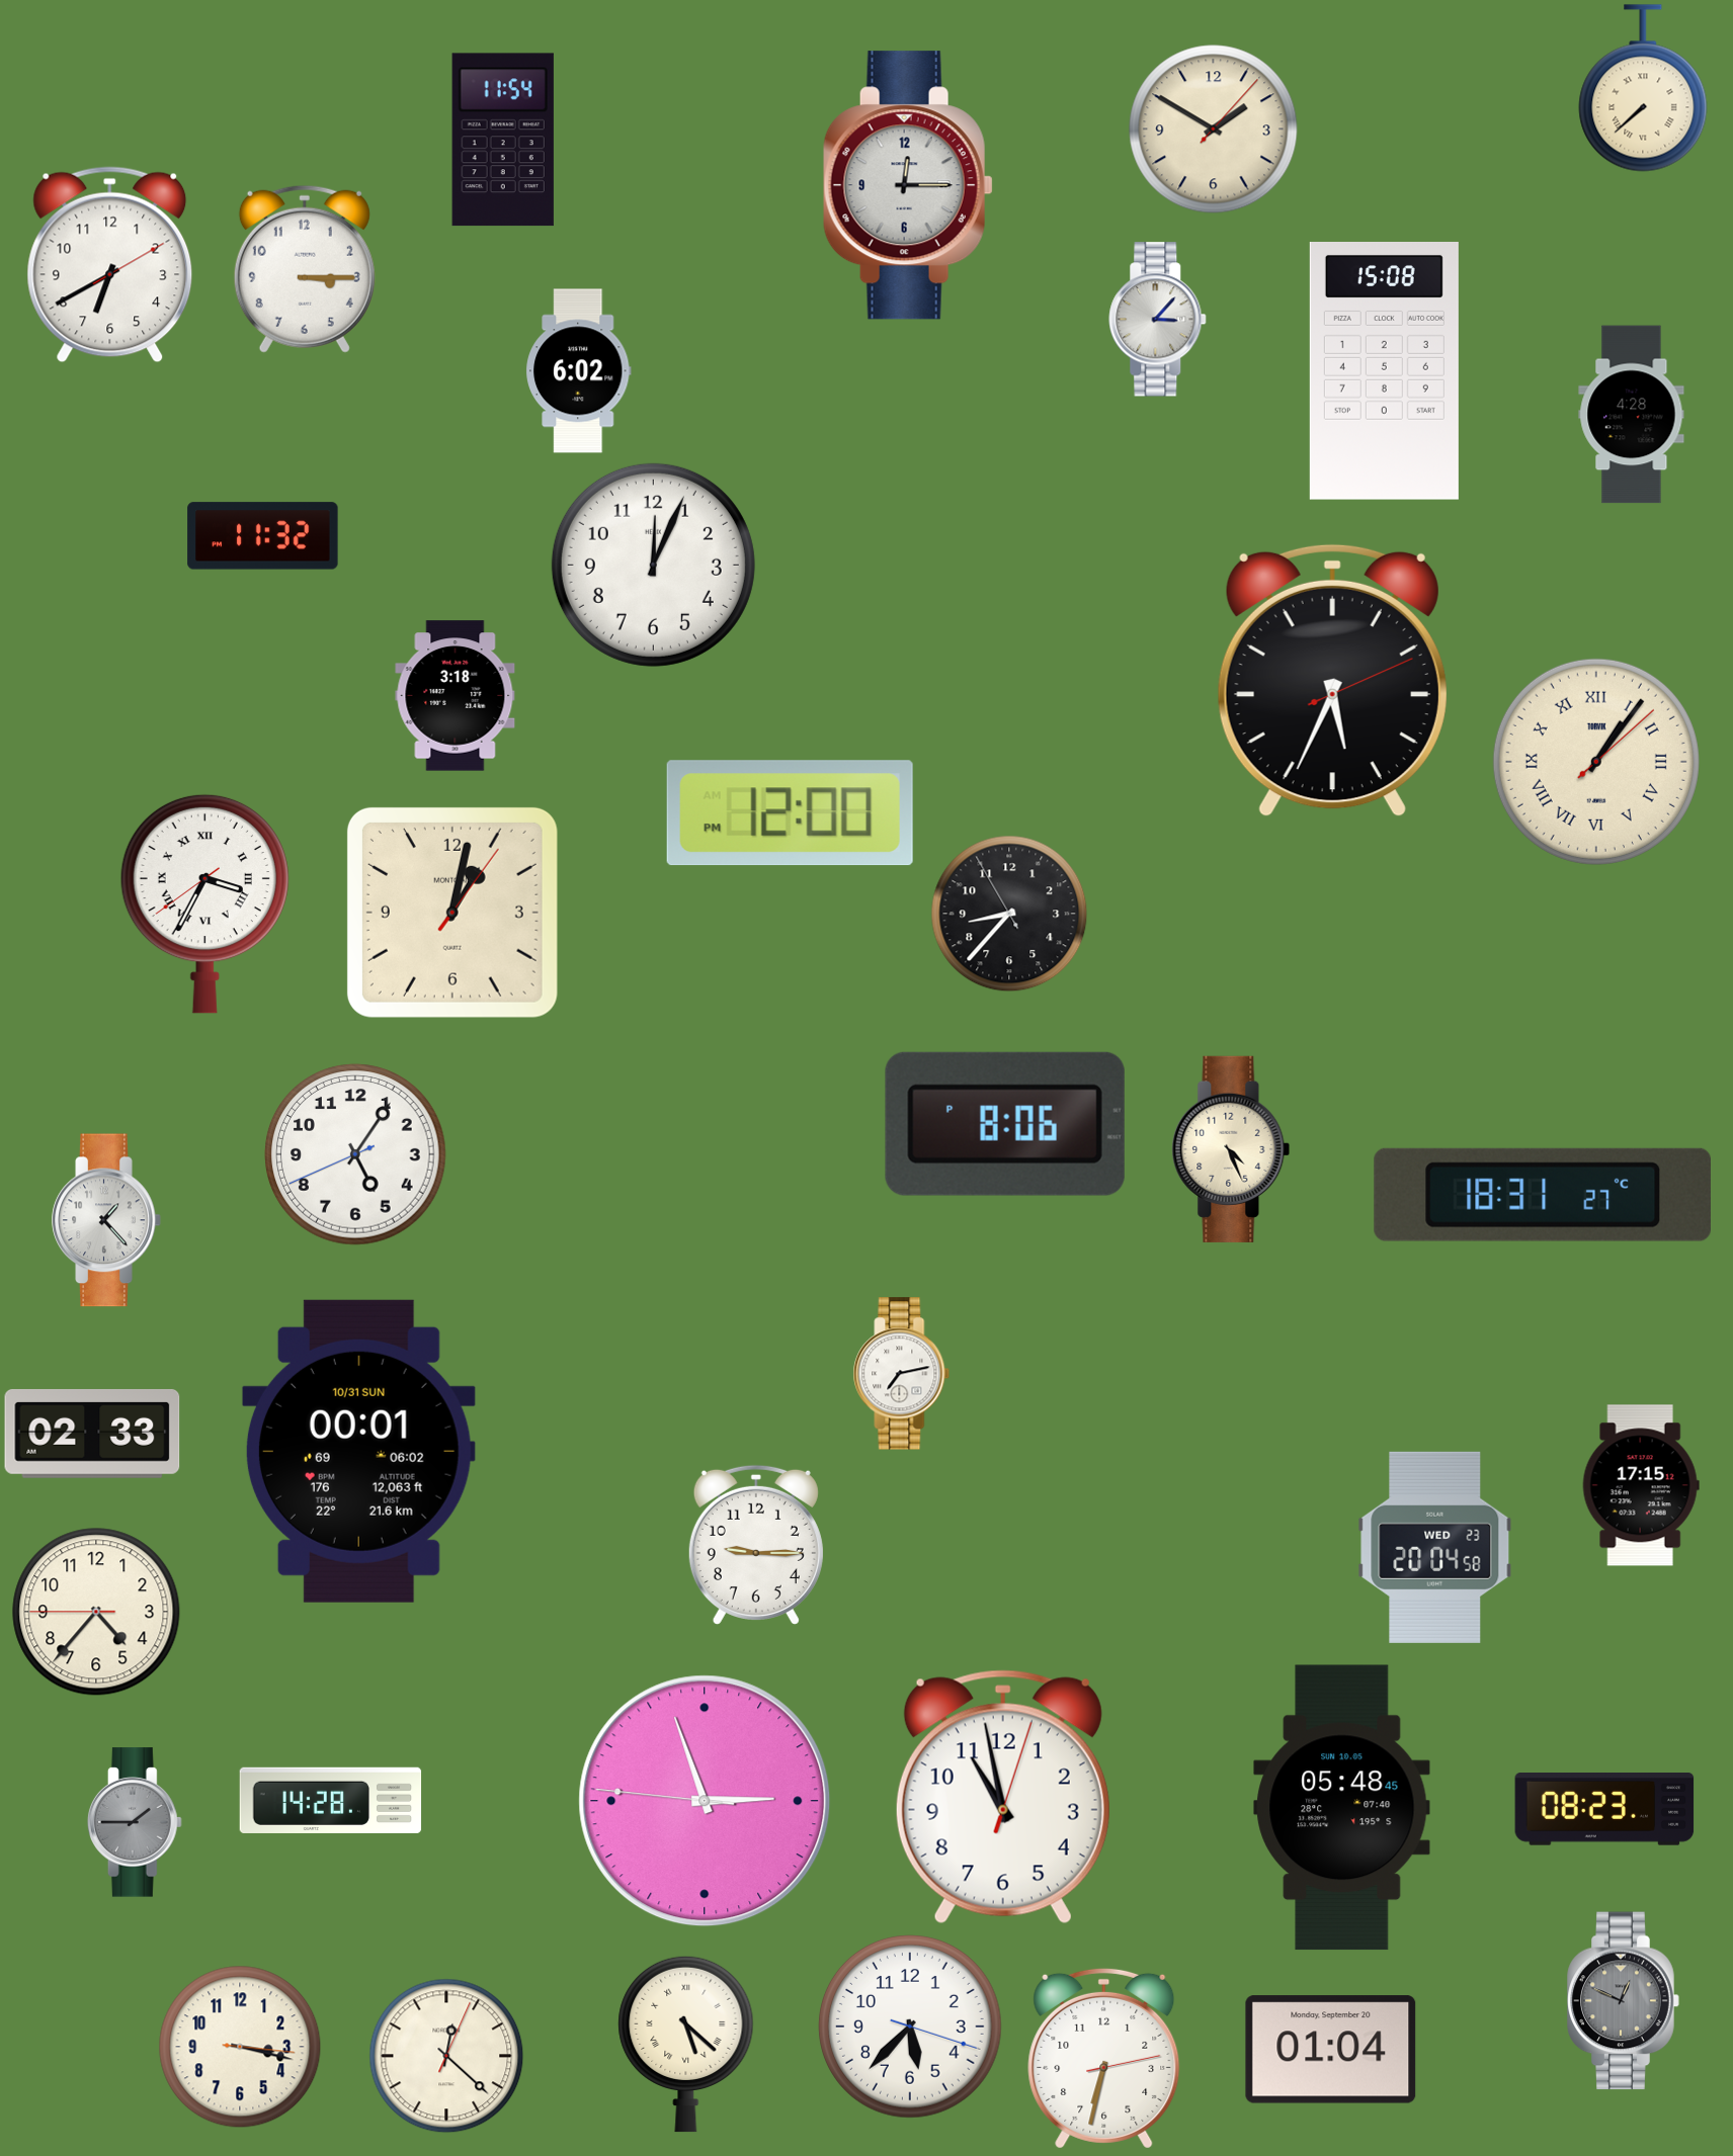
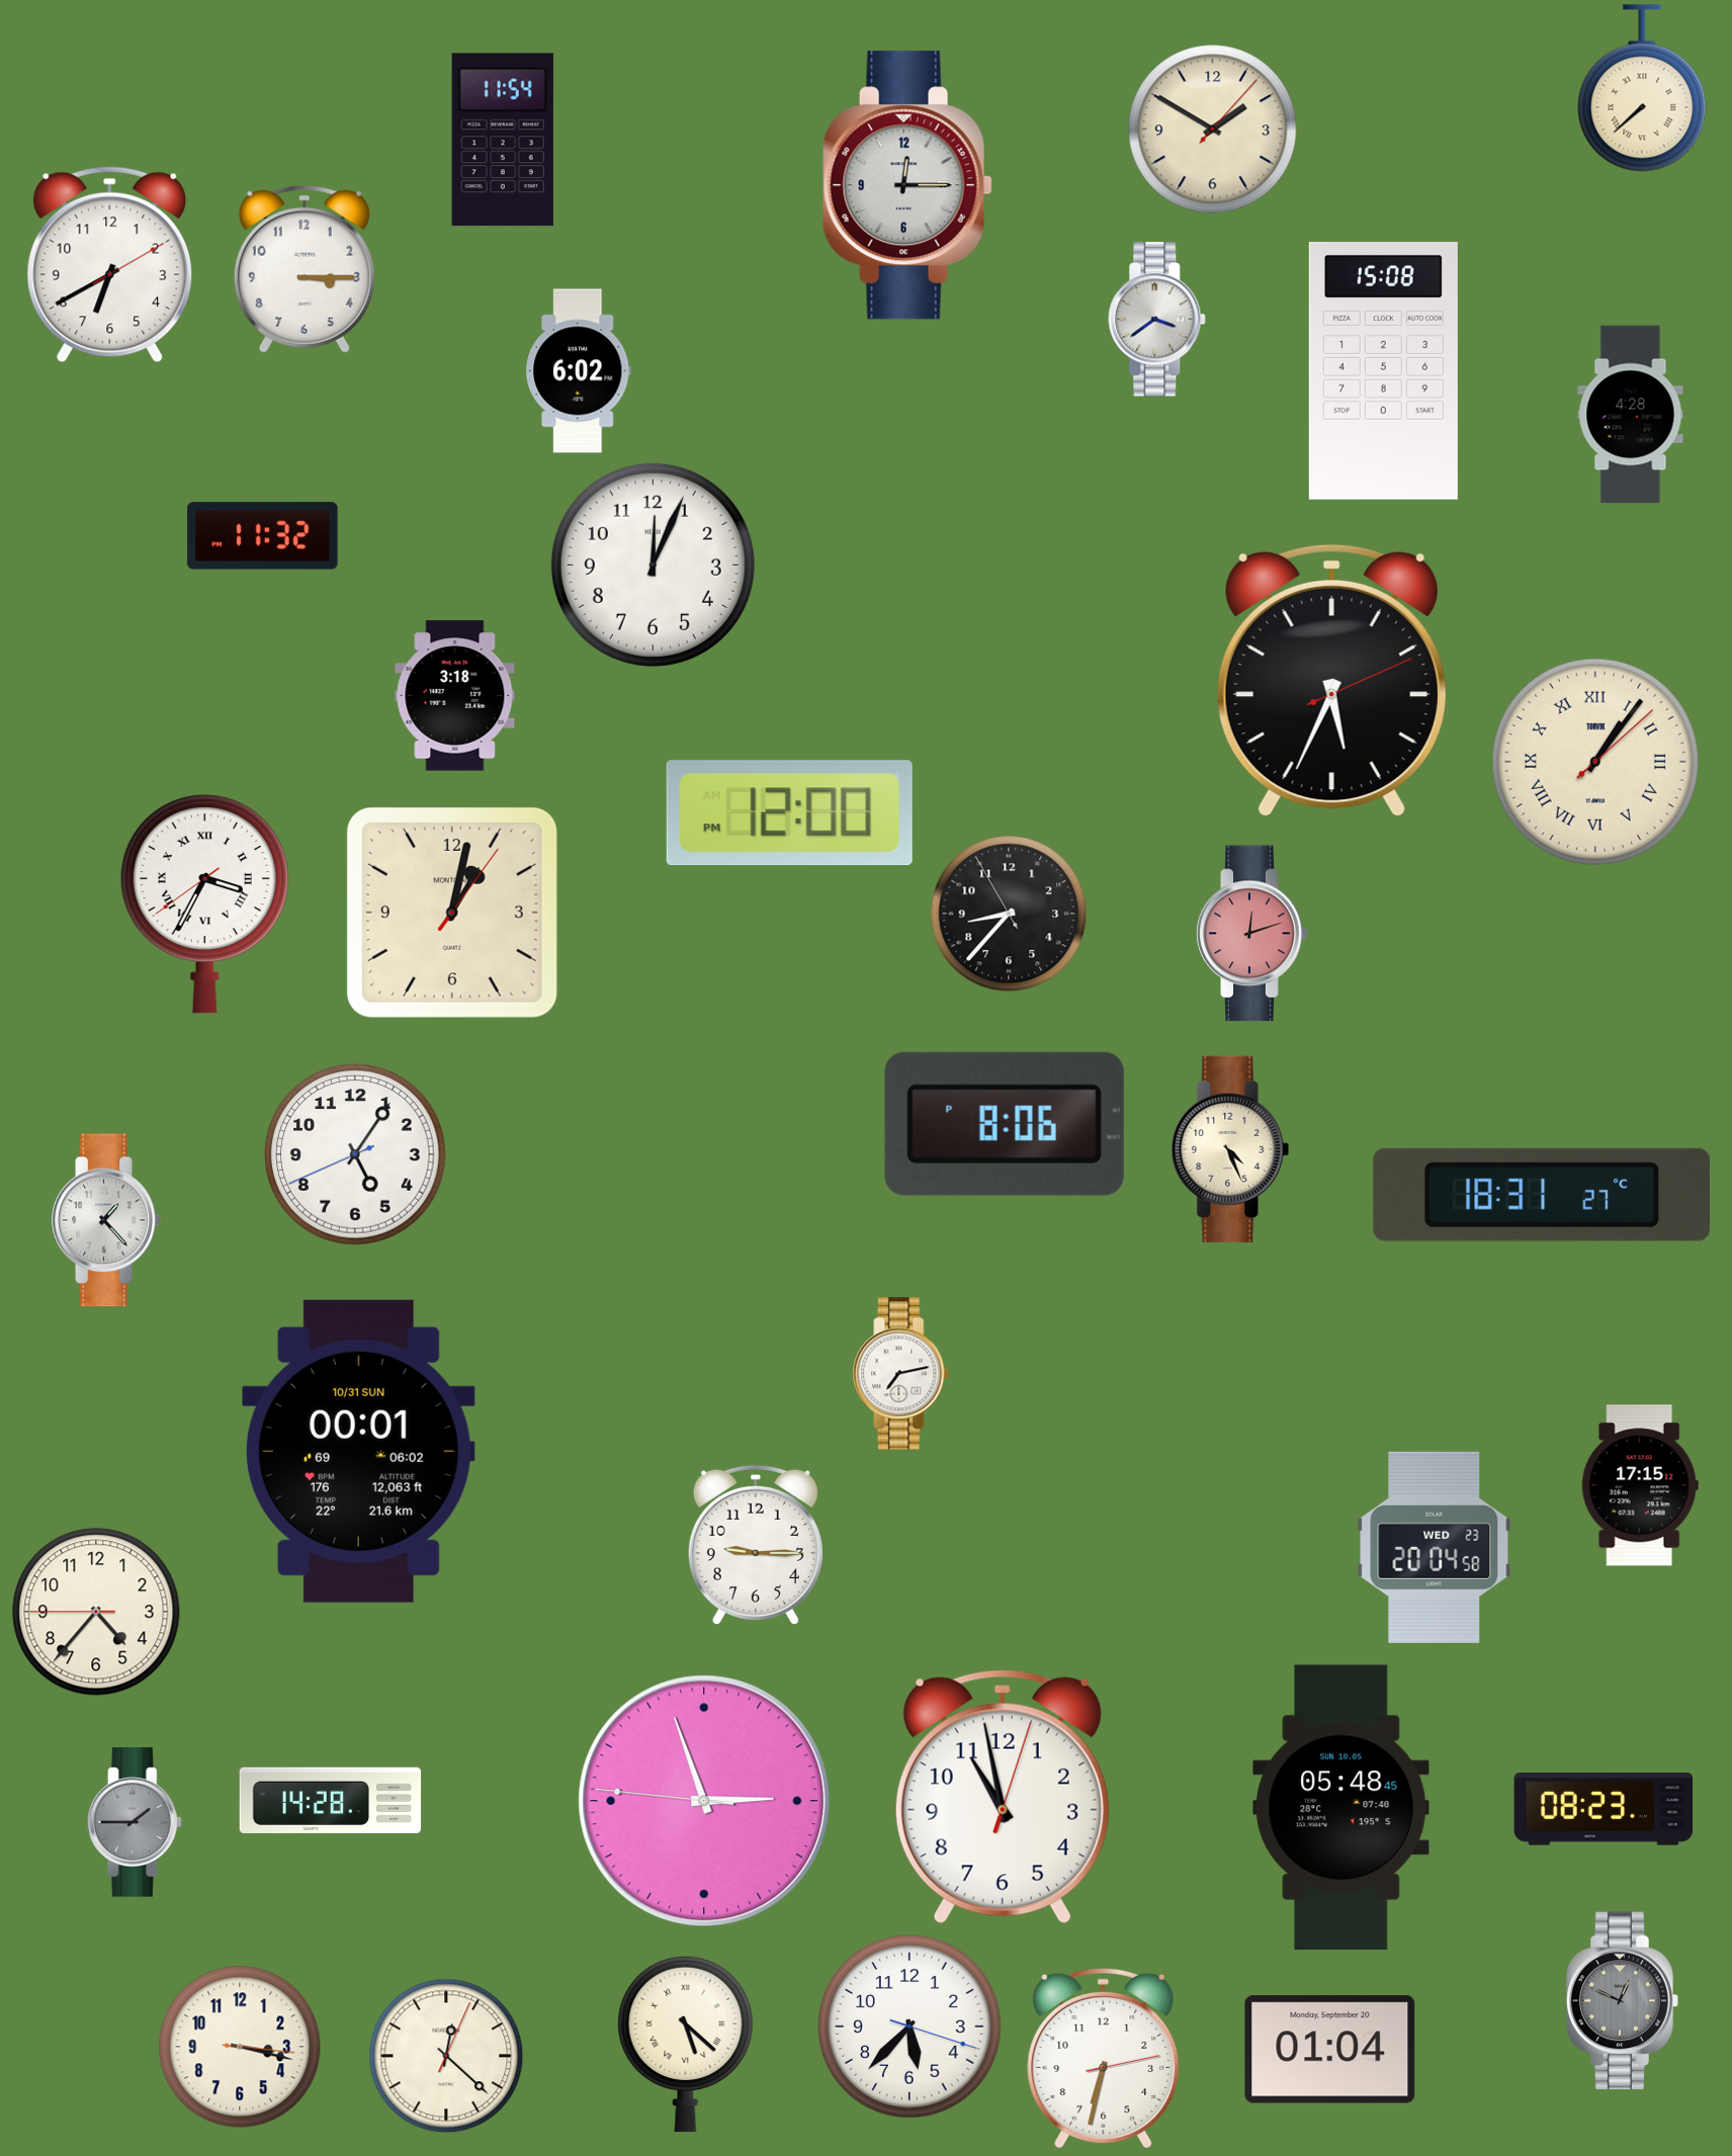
clock at (1158, 320): 3:07 -> 3:39
clock at (1252, 934): none -> 12:12
clock at (92, 1434): 02:33 -> none
